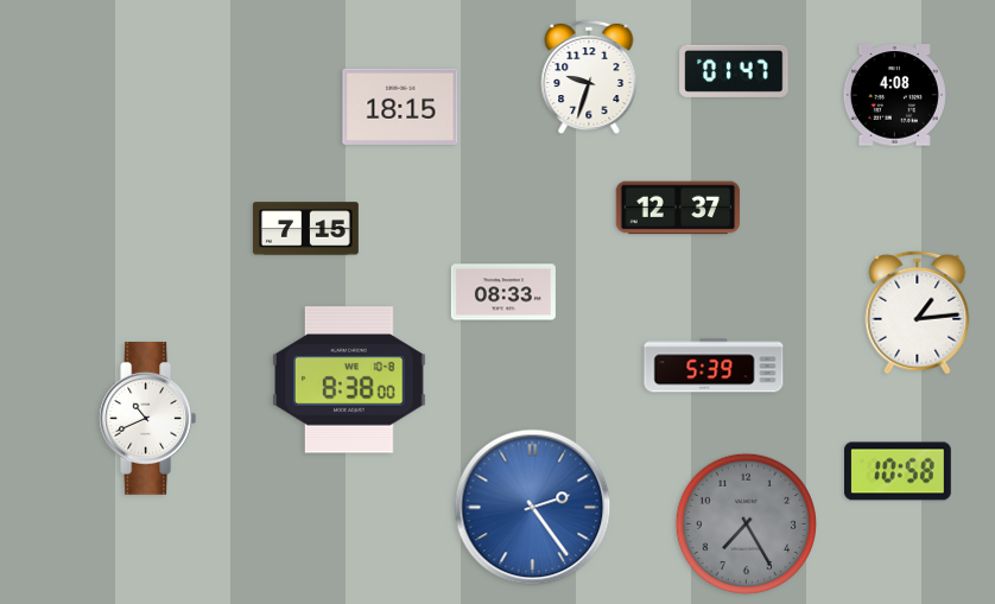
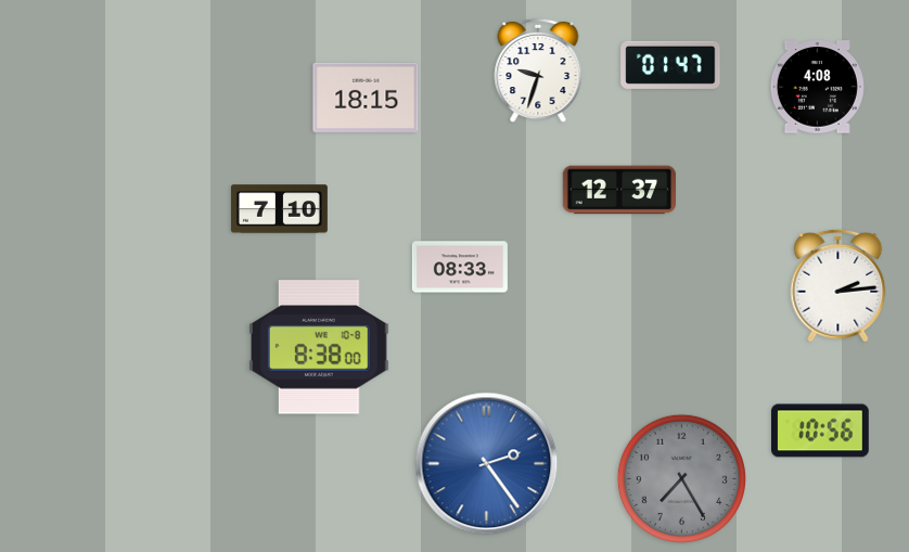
clock at (305, 229): 7:15 -> 7:10
clock at (918, 312): 1:14 -> 2:14
clock at (714, 365): 5:39 -> none
clock at (148, 419): 10:41 -> none
clock at (899, 471): 10:58 -> 10:56
